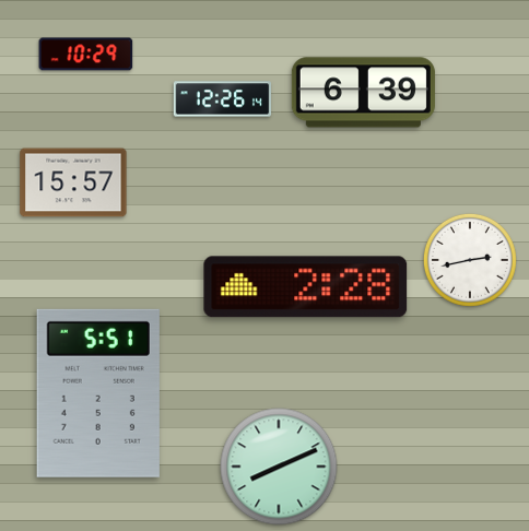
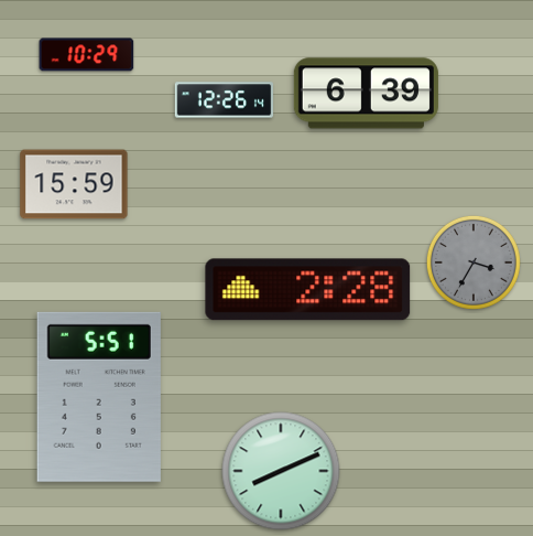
clock at (73, 182): 15:57 -> 15:59
clock at (470, 260): 2:43 -> 3:35
clock at (470, 260) dial: white -> grey
